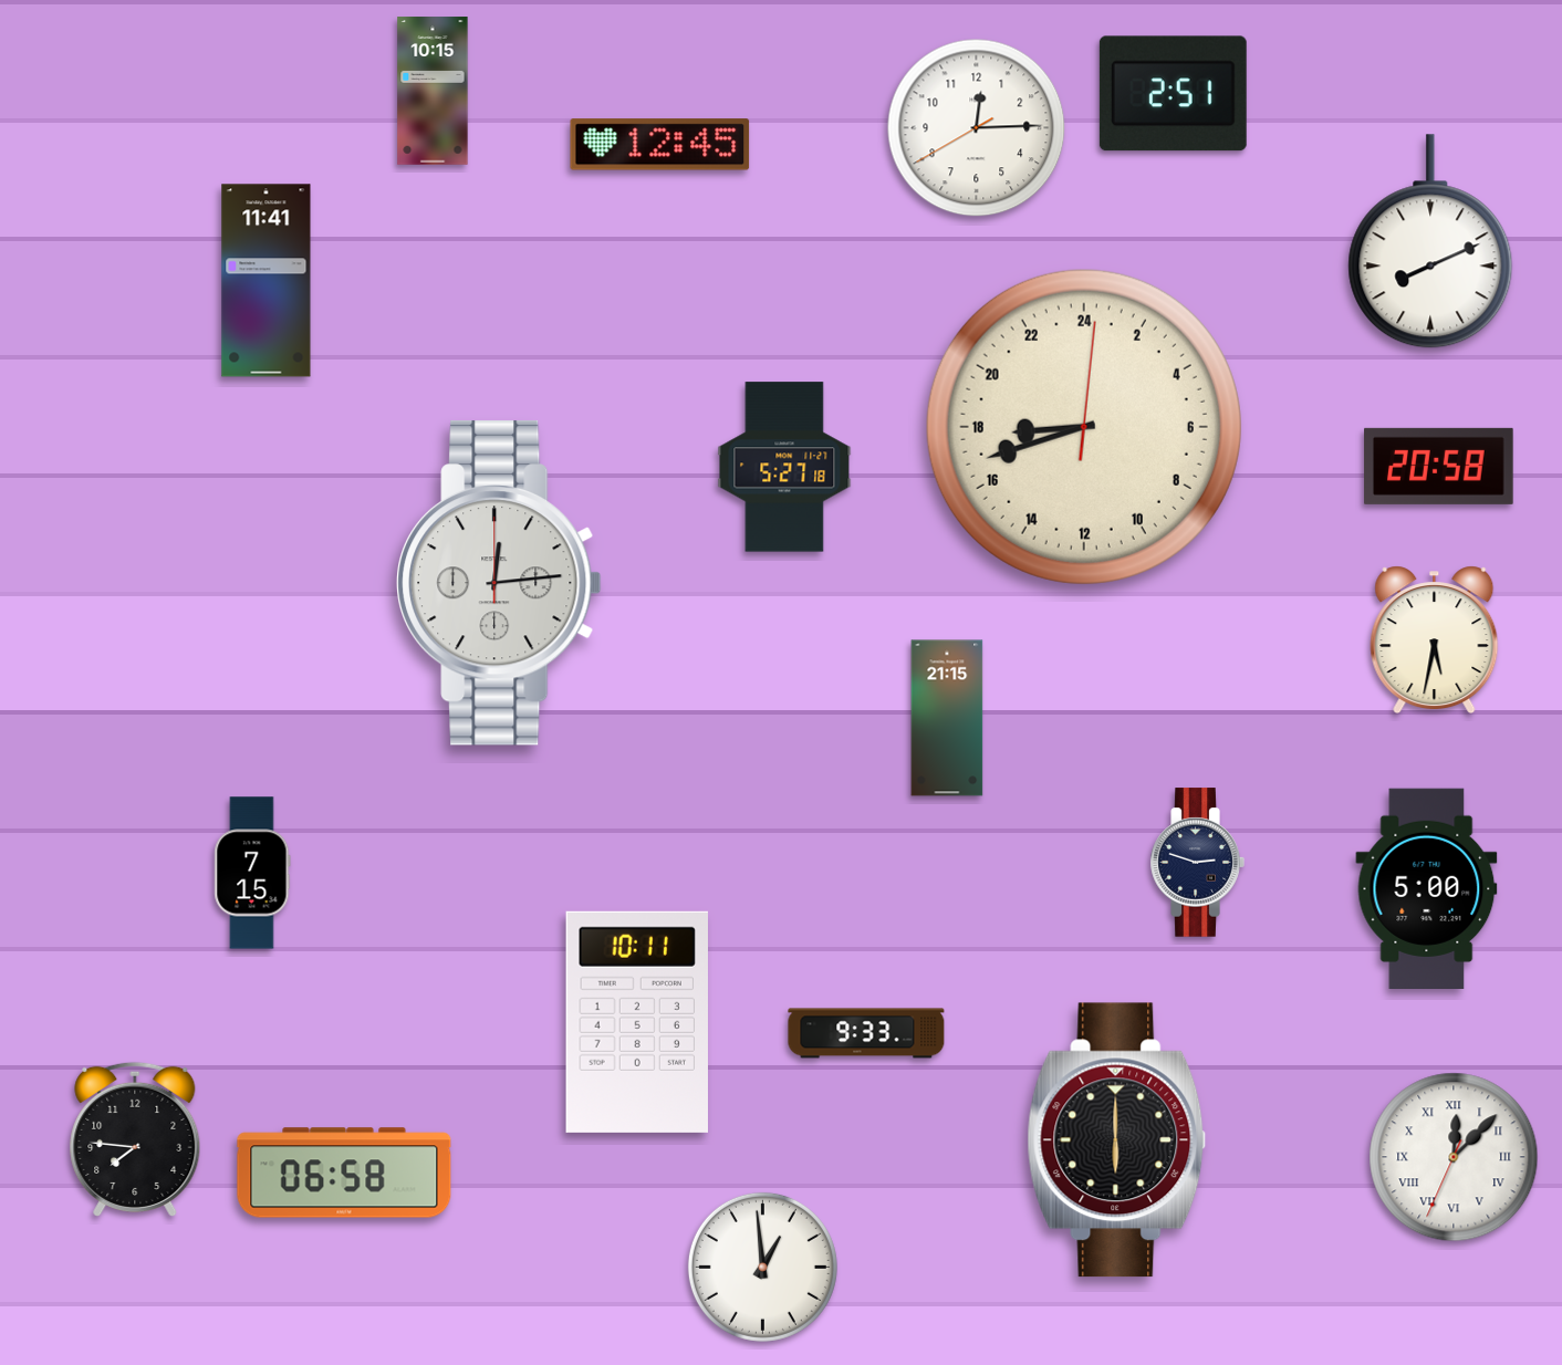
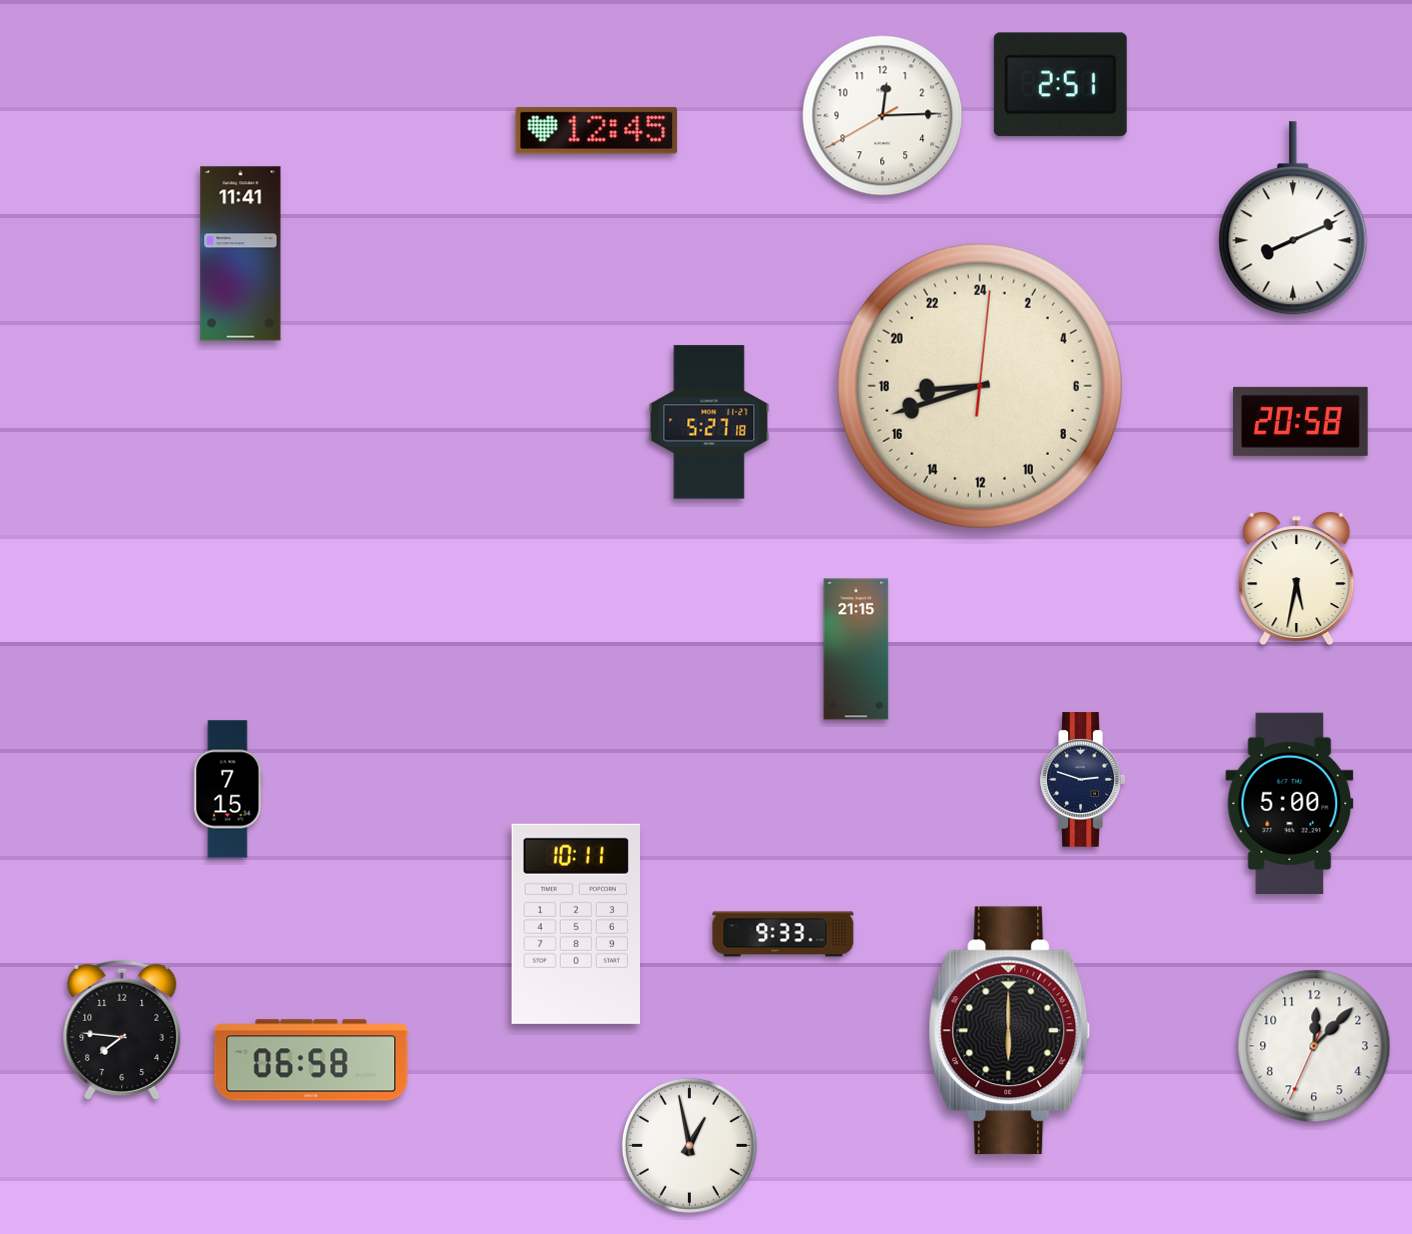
clock at (433, 91): 10:15 -> none
clock at (499, 583): 12:14 -> none
clock at (1454, 1157) numerals: Roman -> Arabic
clock at (762, 1267): 12:59 -> 12:58
